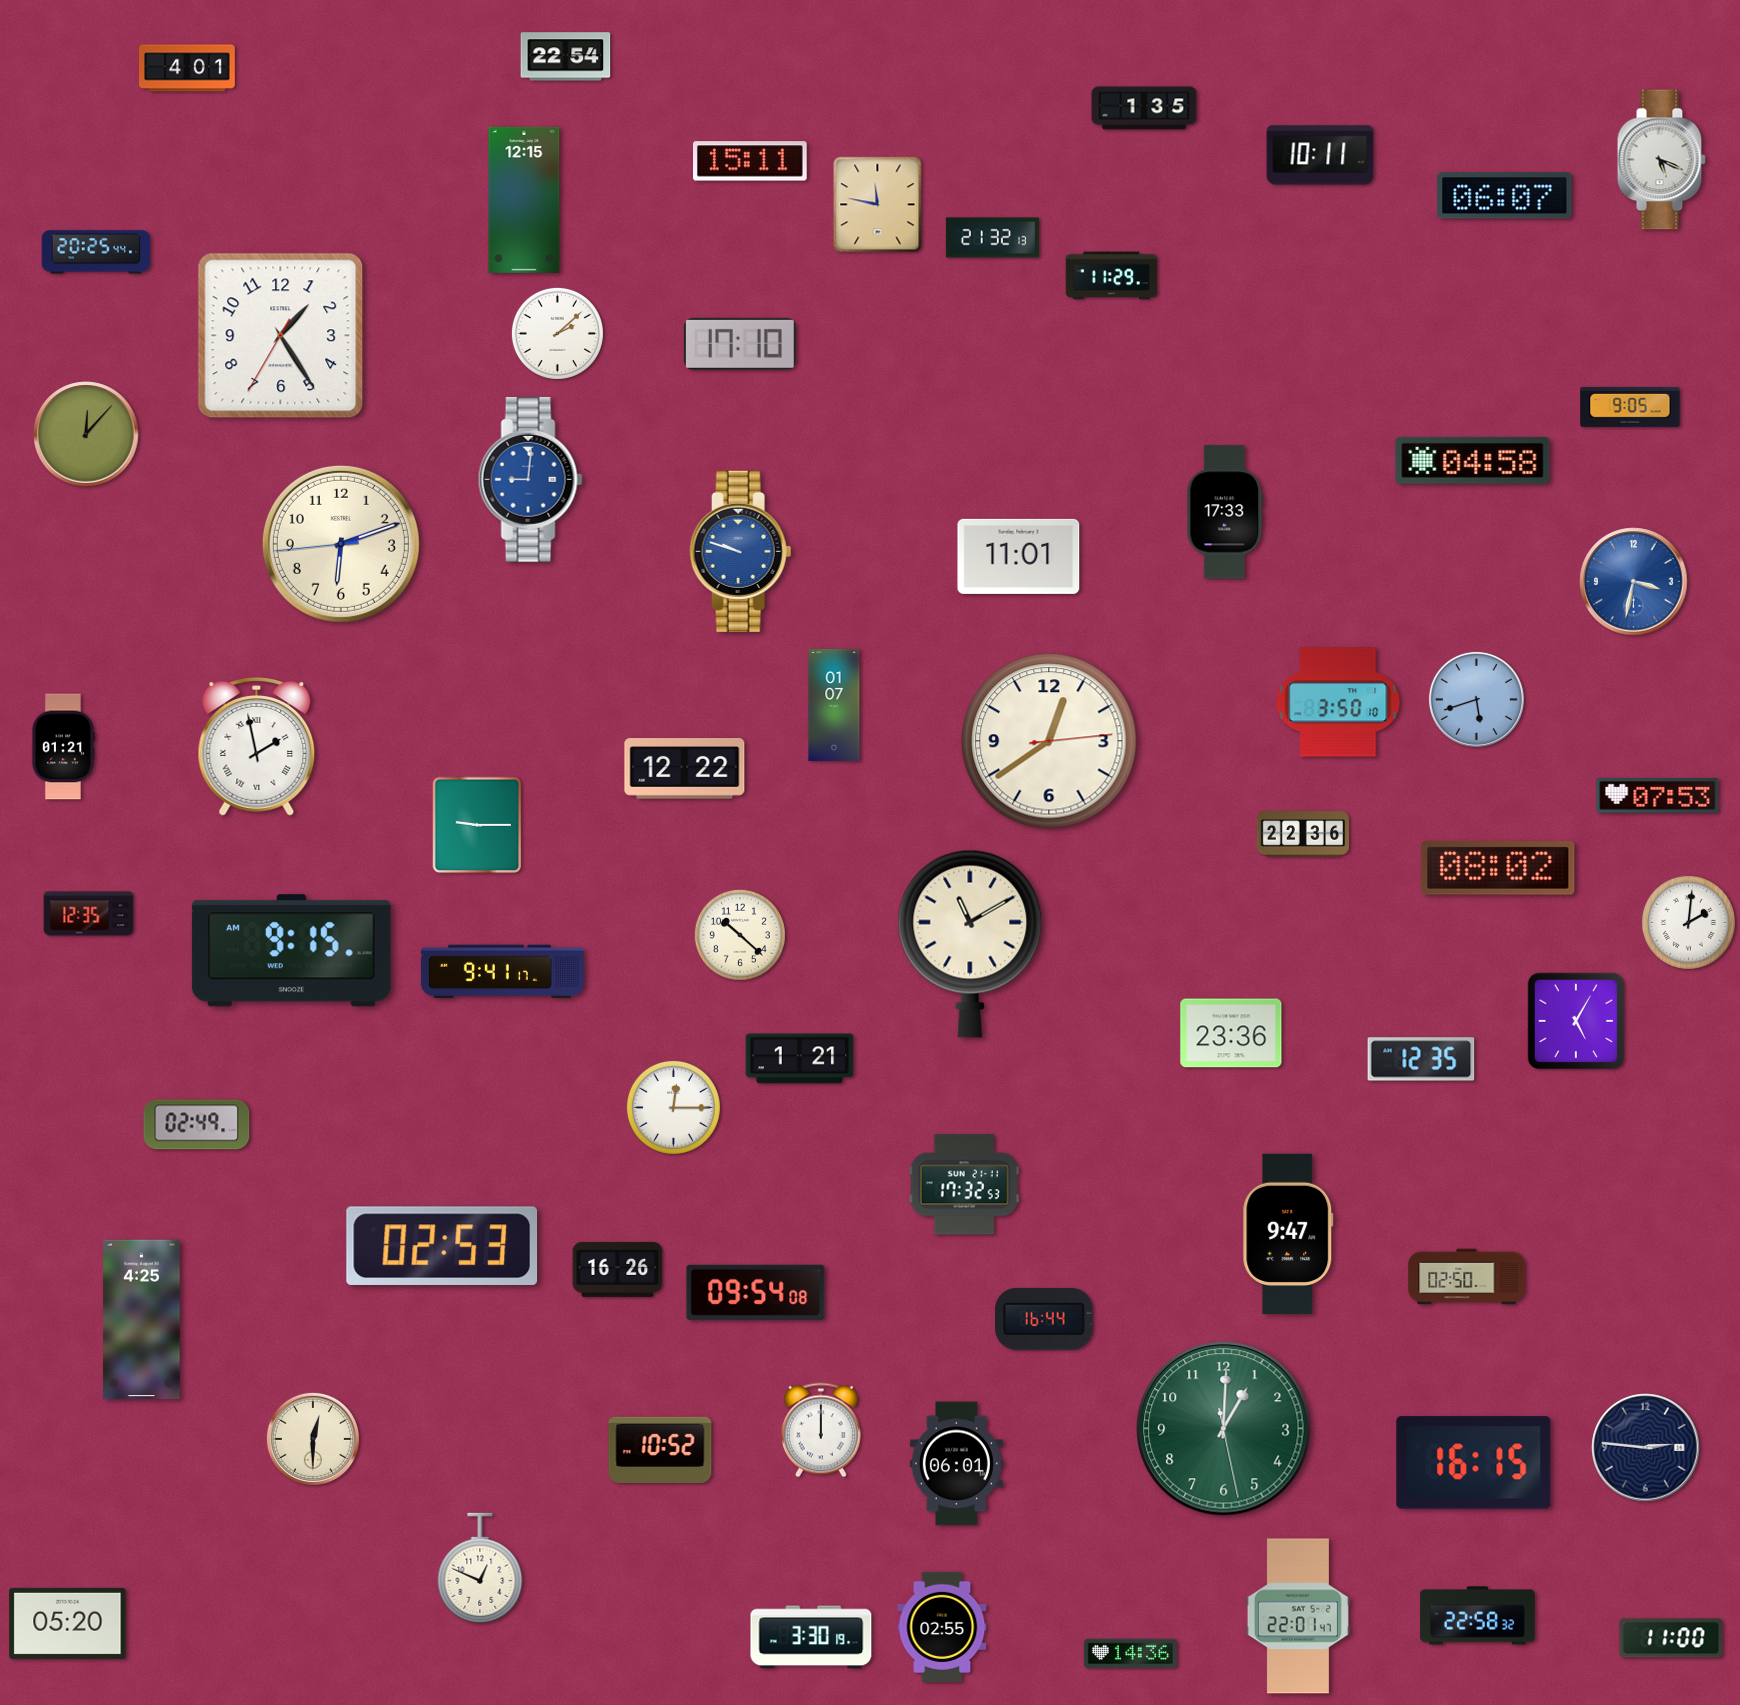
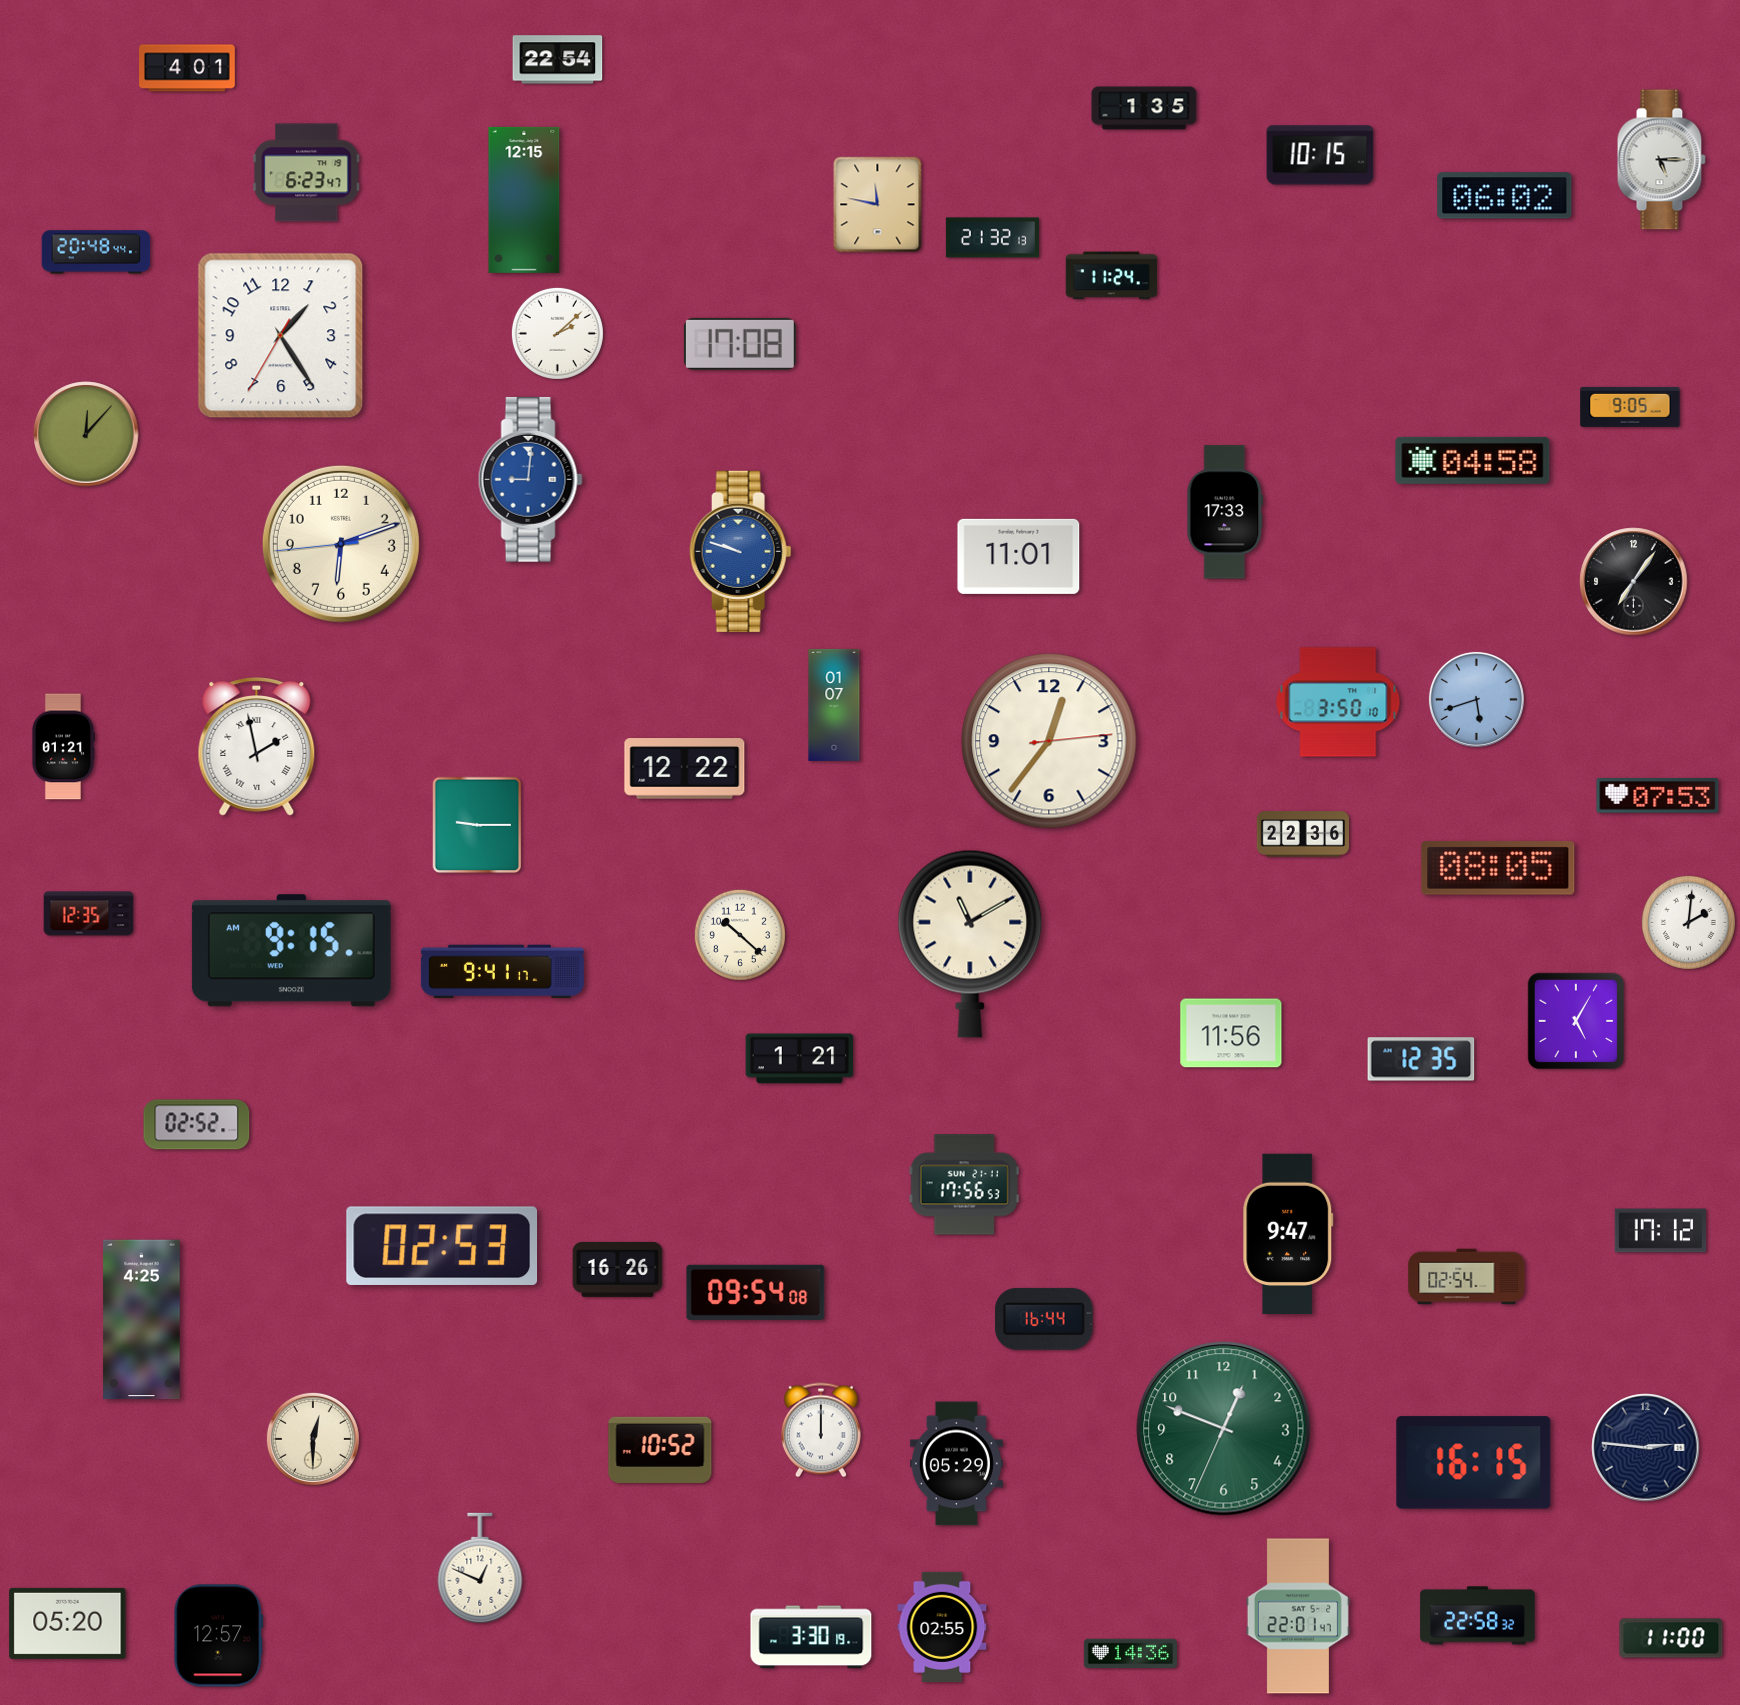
clock at (566, 57) position: (566, 57) -> (558, 60)
clock at (1320, 155): 10:11 -> 10:15
clock at (1661, 160): 5:19 -> 5:15
clock at (751, 161): 15:11 -> none
clock at (307, 173): none -> 6:23
clock at (1505, 196): 06:07 -> 06:02
clock at (96, 252): 20:25 -> 20:48
clock at (1112, 276): 11:29 -> 11:24
clock at (740, 344): 17:10 -> 17:08
clock at (1634, 582): 3:32 -> 7:06
clock at (1634, 582) dial: blue -> black
clock at (1049, 741): 12:39 -> 12:36
clock at (1498, 868): 08:02 -> 08:05
clock at (1231, 1033): 23:36 -> 11:56
clock at (673, 1107): 12:15 -> none
clock at (197, 1125): 02:49 -> 02:52
clock at (964, 1185): 17:32 -> 17:56
clock at (1661, 1231): none -> 17:12
clock at (1467, 1277): 02:50 -> 02:54
clock at (1224, 1429): 1:00 -> 12:48
clock at (956, 1464): 06:01 -> 05:29
clock at (219, 1636): none -> 12:57
